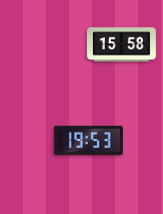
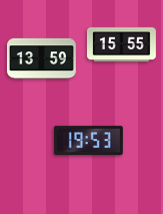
clock at (121, 45): 15:58 -> 15:55
clock at (41, 59): none -> 13:59
